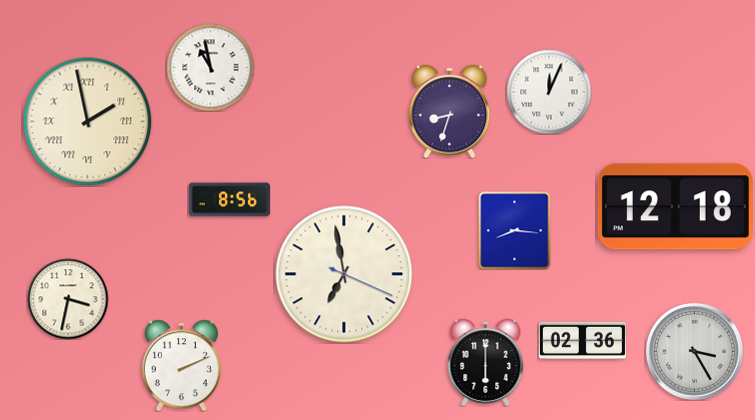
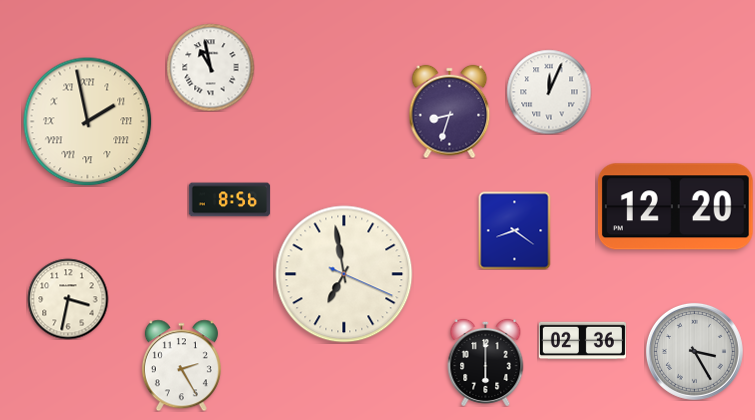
clock at (675, 207): 12:18 -> 12:20
clock at (515, 230): 8:16 -> 8:21
clock at (181, 365): 2:11 -> 2:25
